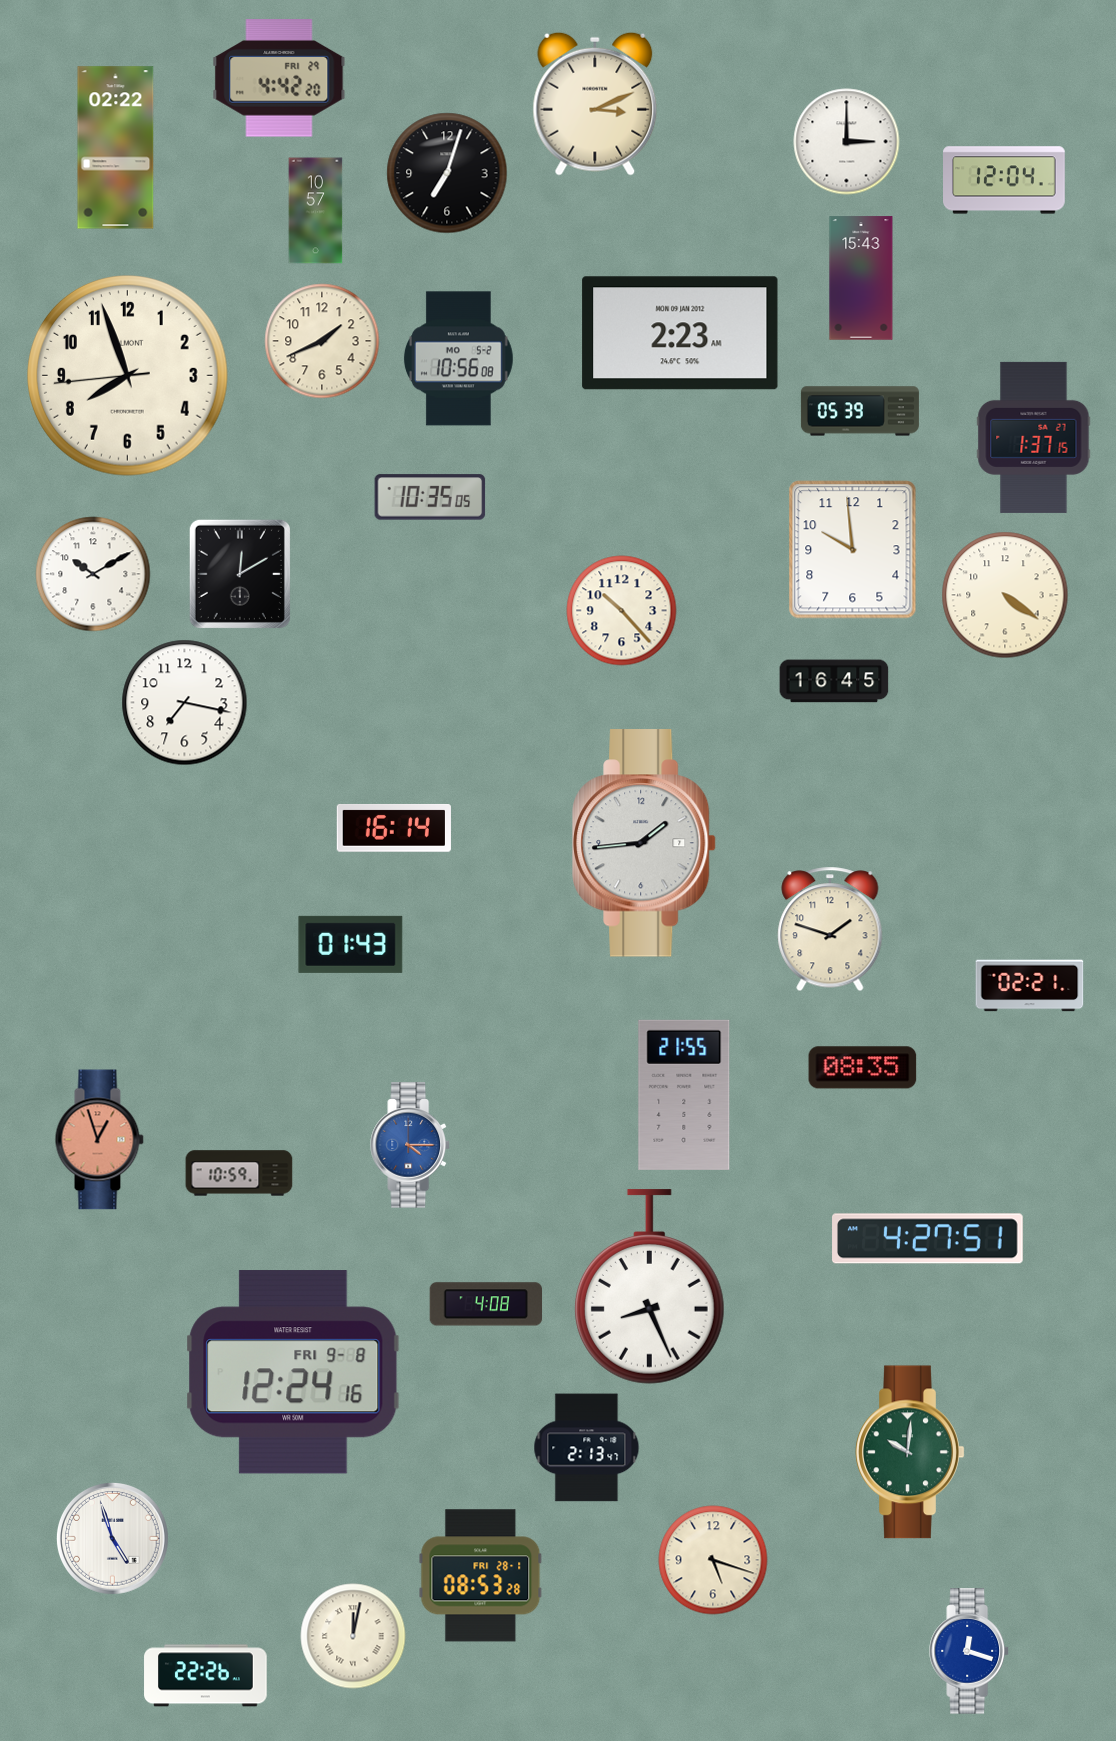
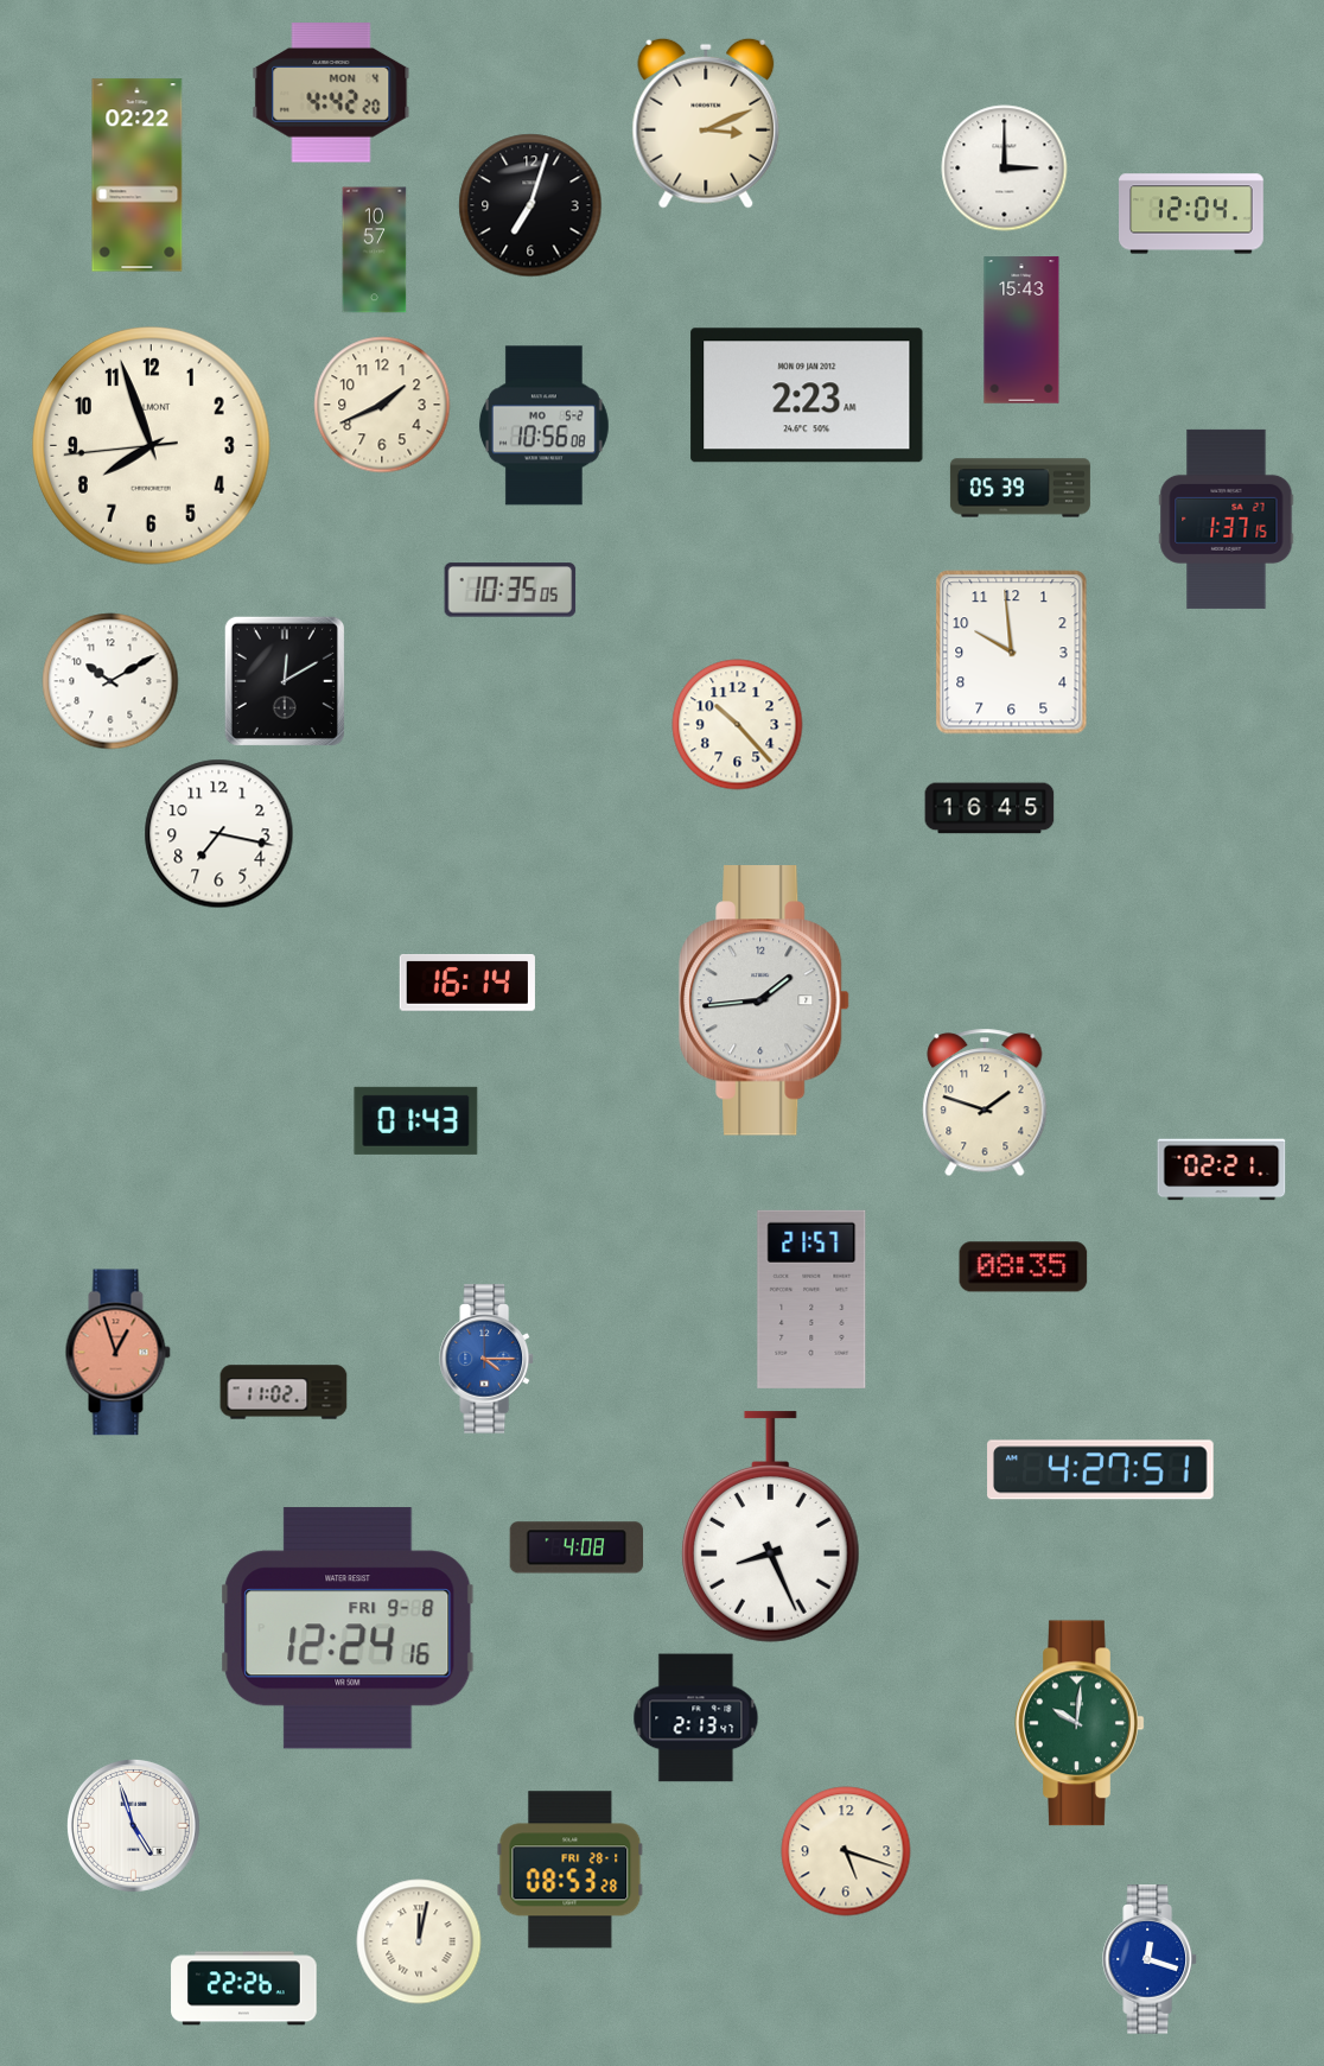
clock at (279, 78) date: FRI 29 -> MON 4
clock at (1005, 595): 4:21 -> none
clock at (684, 1095): 21:55 -> 21:57
clock at (239, 1173): 10:59 -> 11:02
